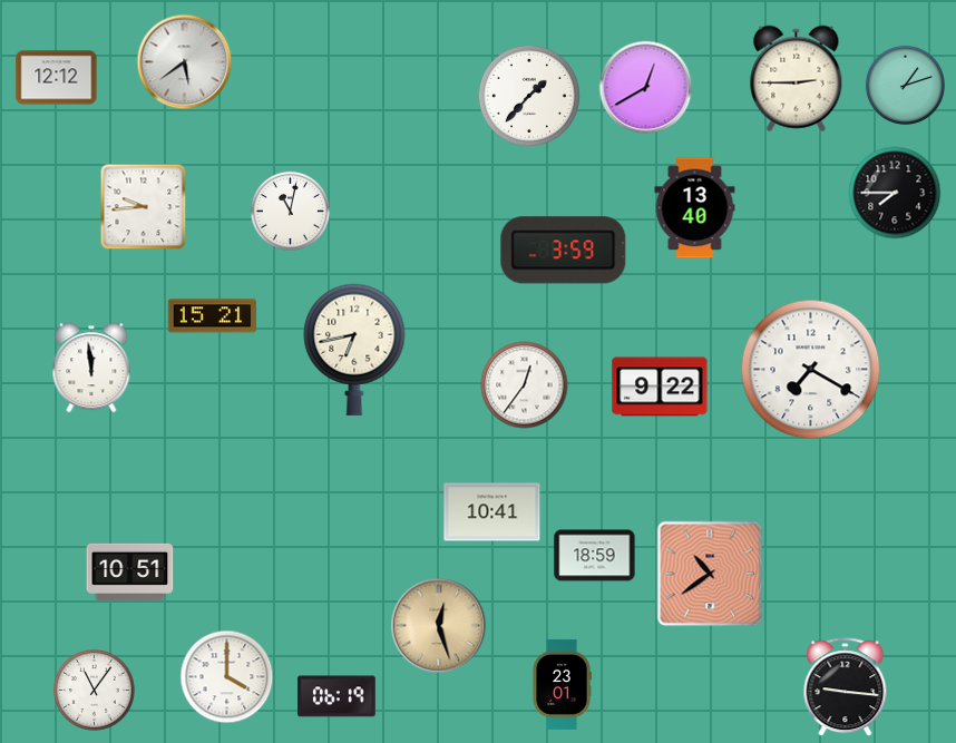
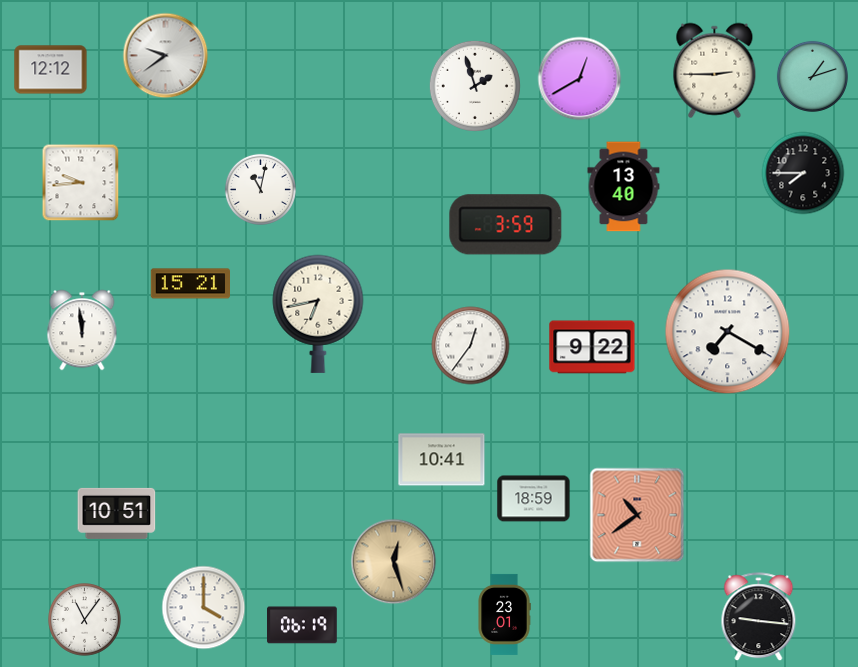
clock at (185, 62): 5:39 -> 9:39
clock at (529, 96): 1:37 -> 1:57
clock at (144, 207) position: (144, 207) -> (81, 183)
